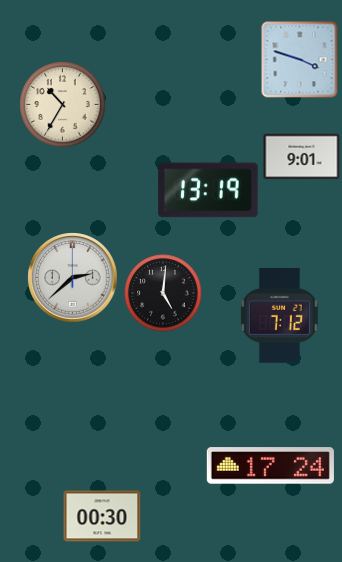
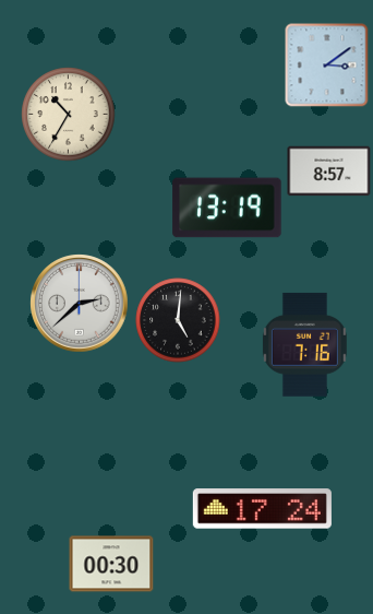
clock at (300, 60): 3:48 -> 3:09
clock at (302, 157): 9:01 -> 8:57
clock at (279, 315): 7:12 -> 7:16
clock at (270, 466) position: (270, 466) -> (262, 509)
